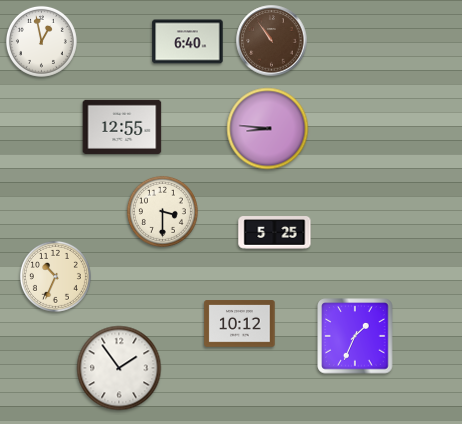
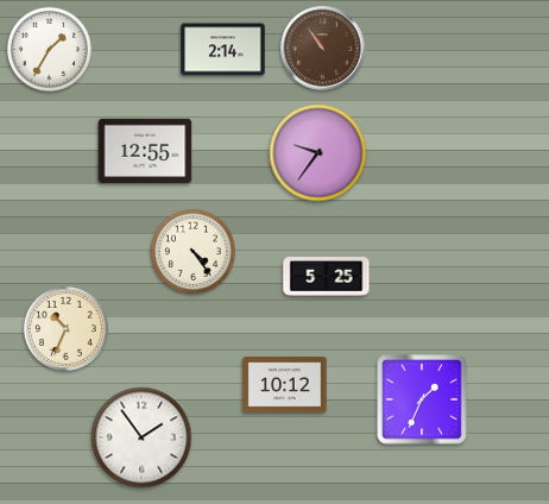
clock at (41, 41): 12:58 -> 1:35
clock at (188, 42): 6:40 -> 2:14
clock at (268, 129): 8:46 -> 9:36
clock at (162, 211): 3:30 -> 4:24
